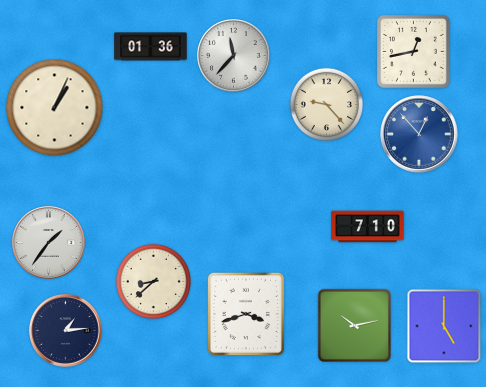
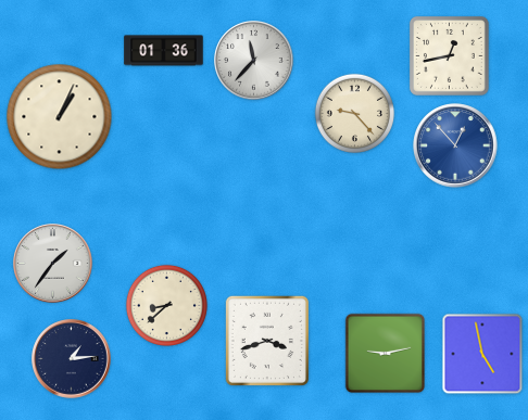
clock at (368, 227): 7:10 -> none
clock at (355, 326): 10:13 -> 9:13
clock at (444, 326): 5:00 -> 4:58
